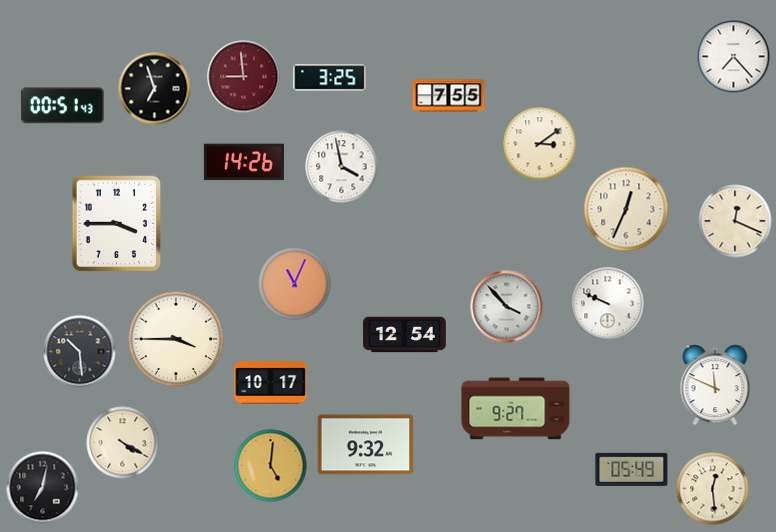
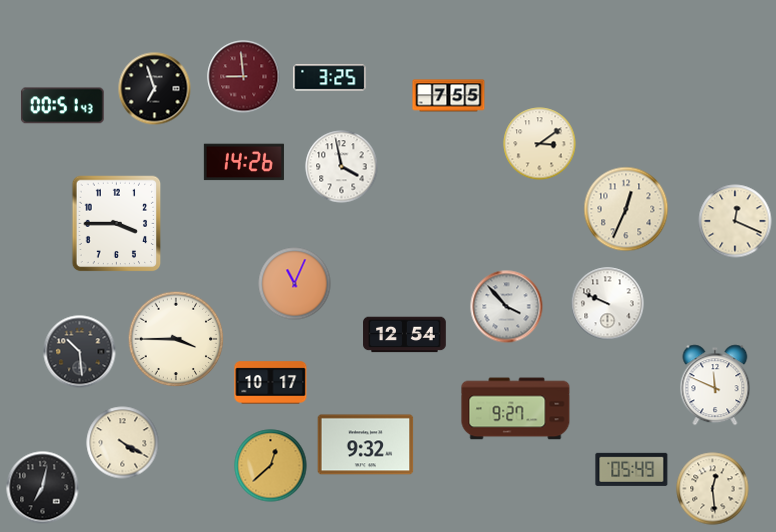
clock at (734, 57): 7:23 -> none
clock at (271, 466): 5:01 -> 12:38
